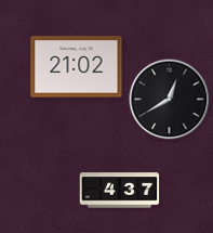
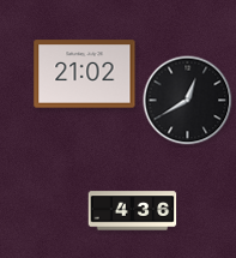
clock at (170, 100) position: (170, 100) -> (188, 101)
clock at (120, 191): 4:37 -> 4:36
